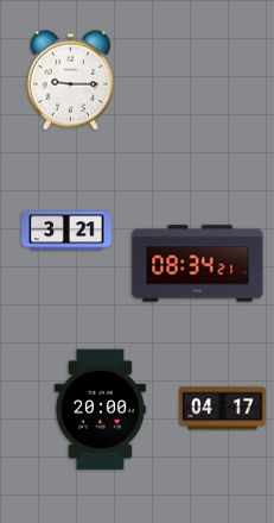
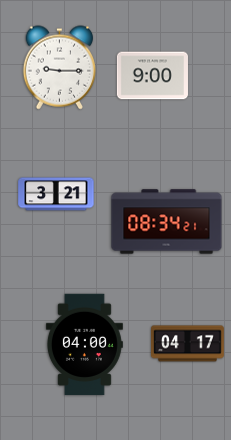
clock at (152, 76): none -> 9:00
clock at (100, 410): 20:00 -> 04:00
